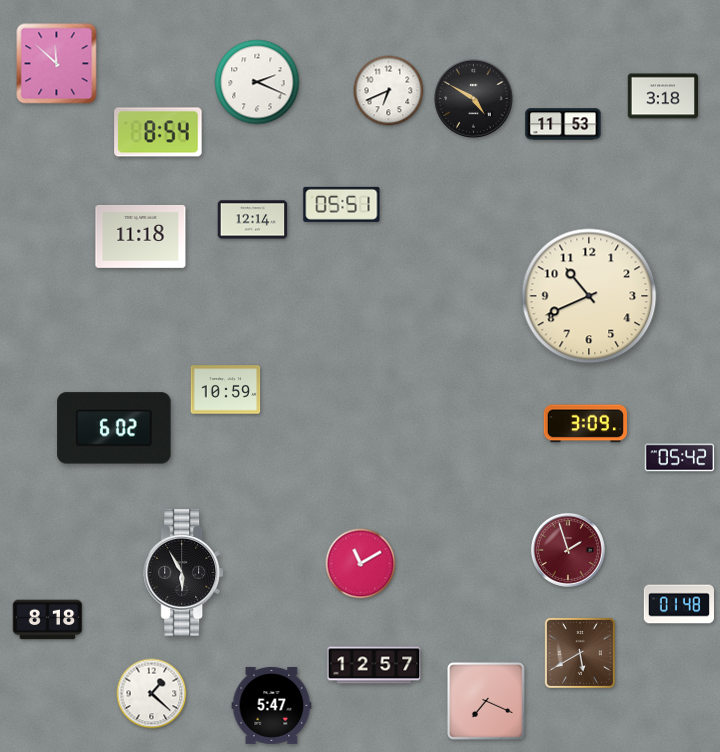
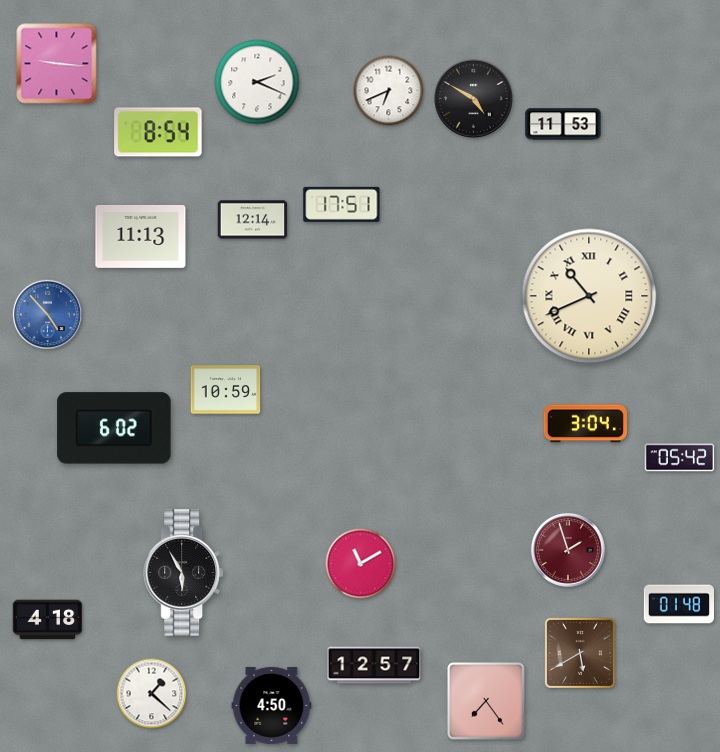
clock at (57, 64): 11:52 -> 9:16
clock at (663, 96): 3:18 -> none
clock at (342, 204): 05:51 -> 17:51
clock at (141, 236): 11:18 -> 11:13
clock at (589, 296) numerals: Arabic -> Roman
clock at (48, 315): none -> 4:53
clock at (585, 424): 3:09 -> 3:04
clock at (48, 620): 8:18 -> 4:18
clock at (486, 701): 7:19 -> 7:24
clock at (272, 705): 5:47 -> 4:50
